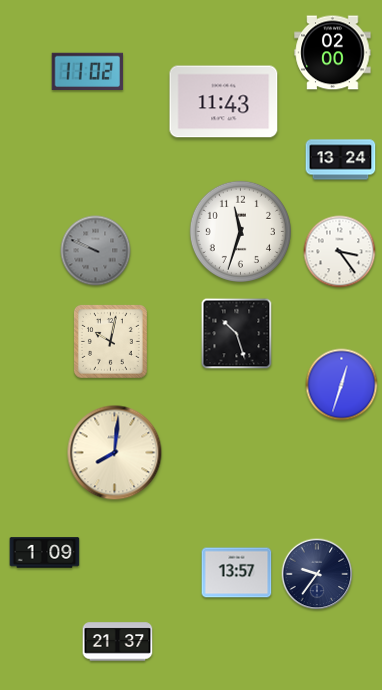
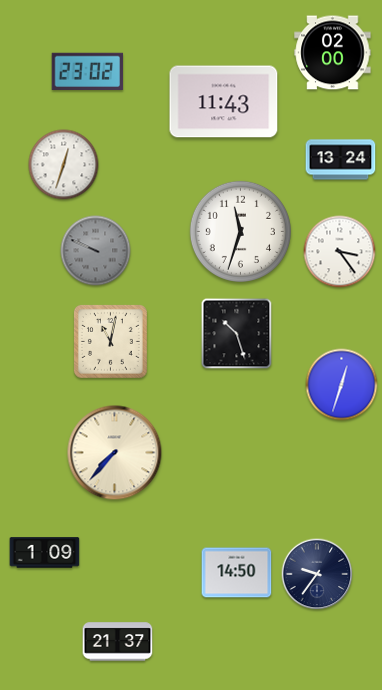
clock at (88, 71): 11:02 -> 23:02
clock at (64, 165): none -> 12:33
clock at (110, 341): 10:02 -> 11:02
clock at (115, 453): 8:01 -> 7:37
clock at (237, 573): 13:57 -> 14:50
